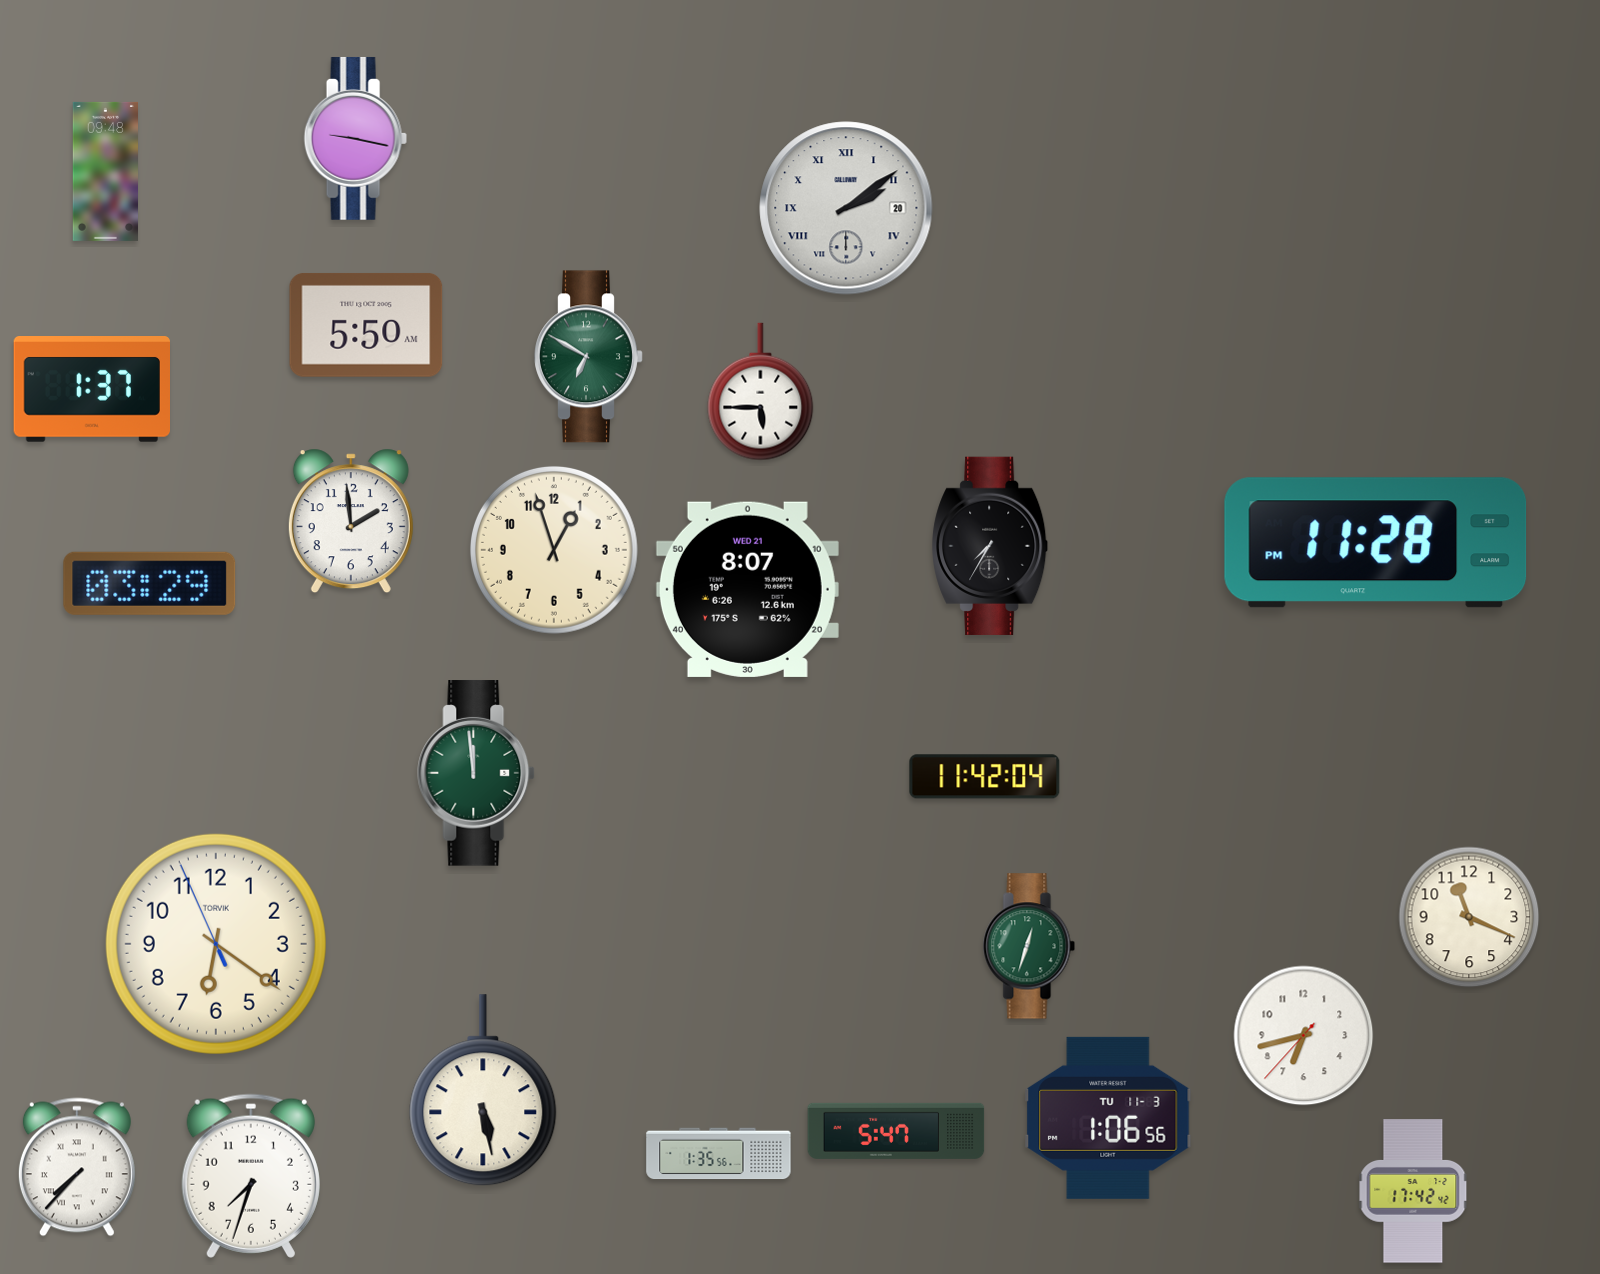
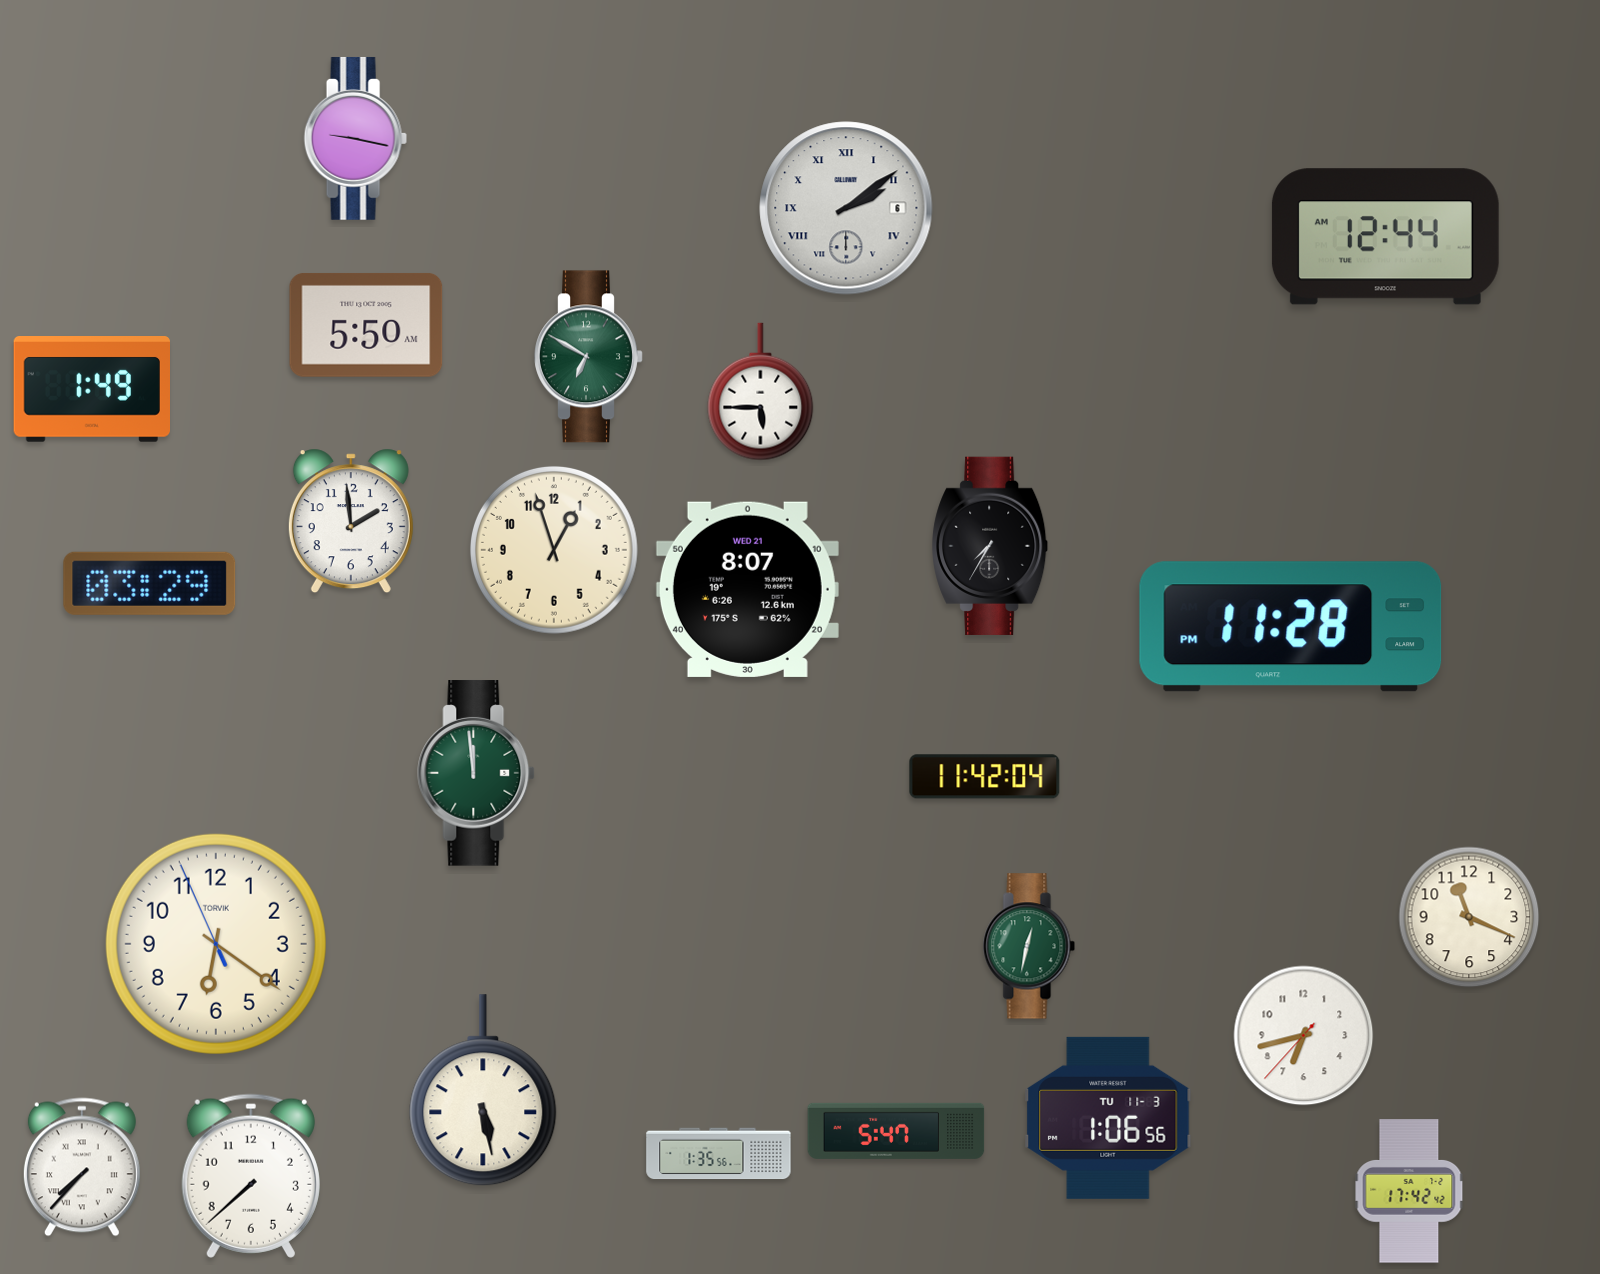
clock at (106, 171): 09:48 -> none
clock at (846, 208) date: 20 -> 6
clock at (1385, 237): none -> 12:44
clock at (91, 390): 1:37 -> 1:49
clock at (1376, 543) position: (1376, 543) -> (1291, 627)
clock at (1029, 946): 12:33 -> 12:32
clock at (77, 1167) position: (77, 1167) -> (82, 1167)
clock at (251, 1176): 7:33 -> 7:38
clock at (1413, 1191) position: (1413, 1191) -> (1409, 1191)
